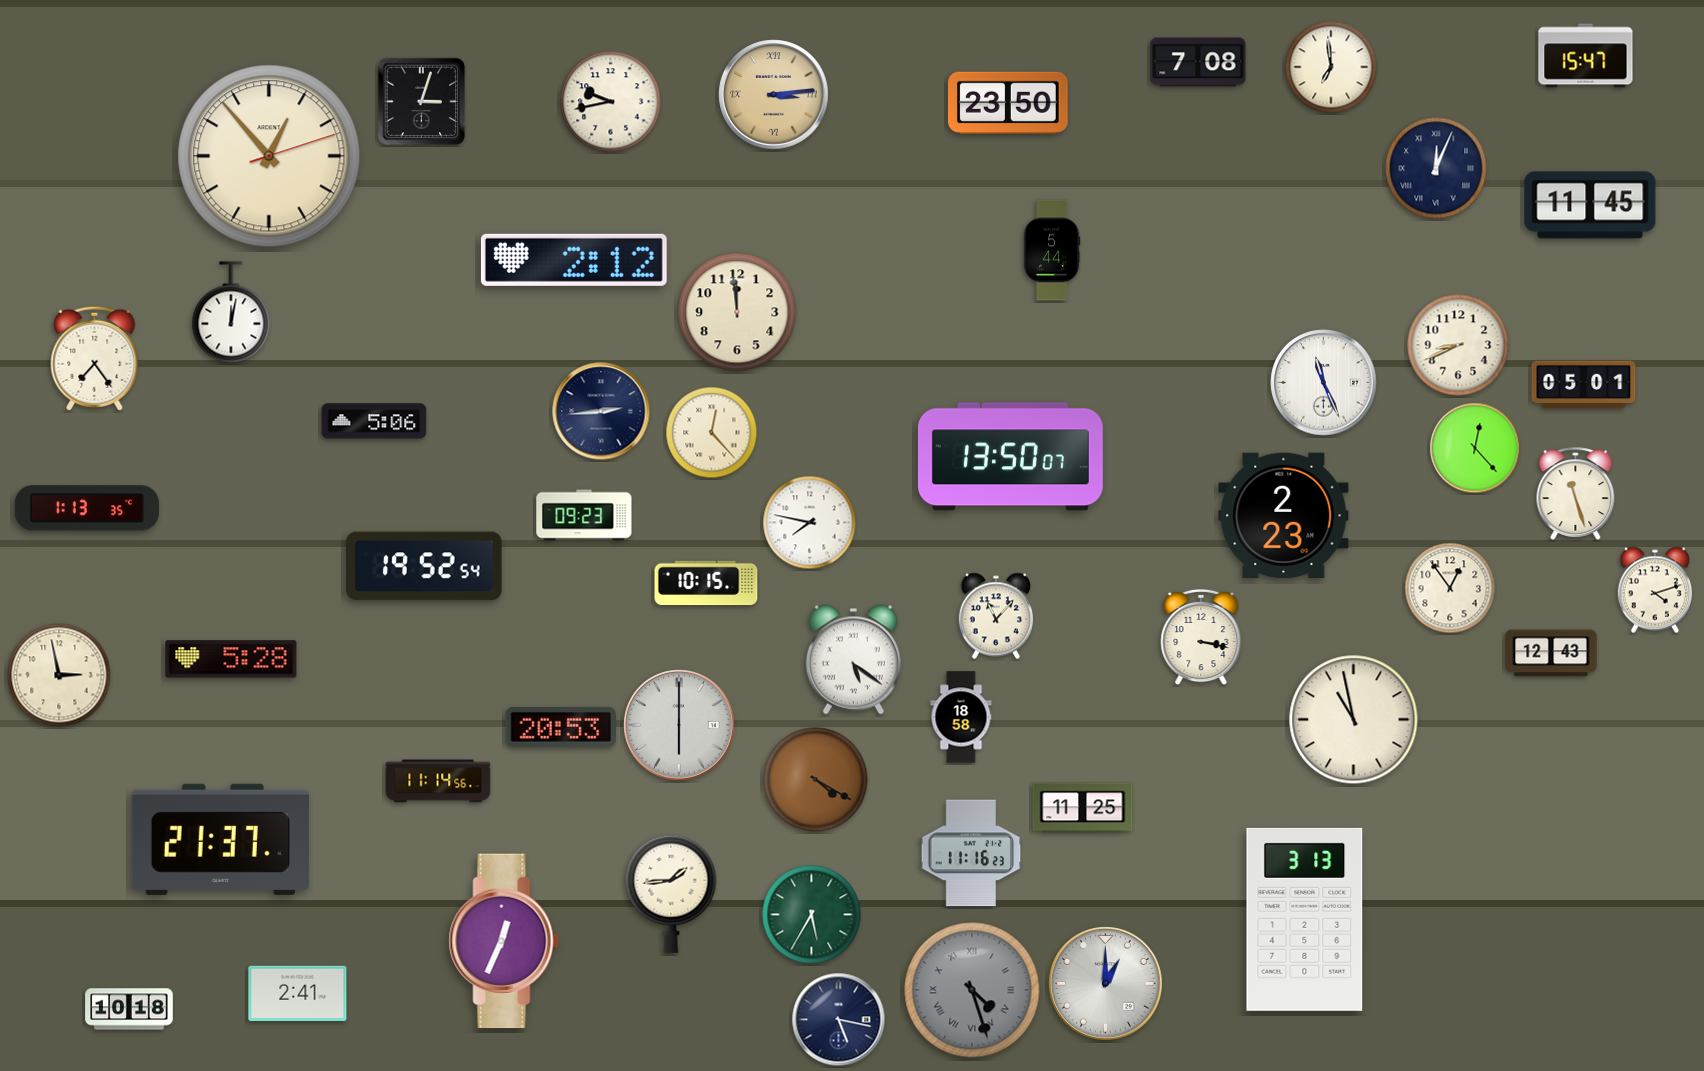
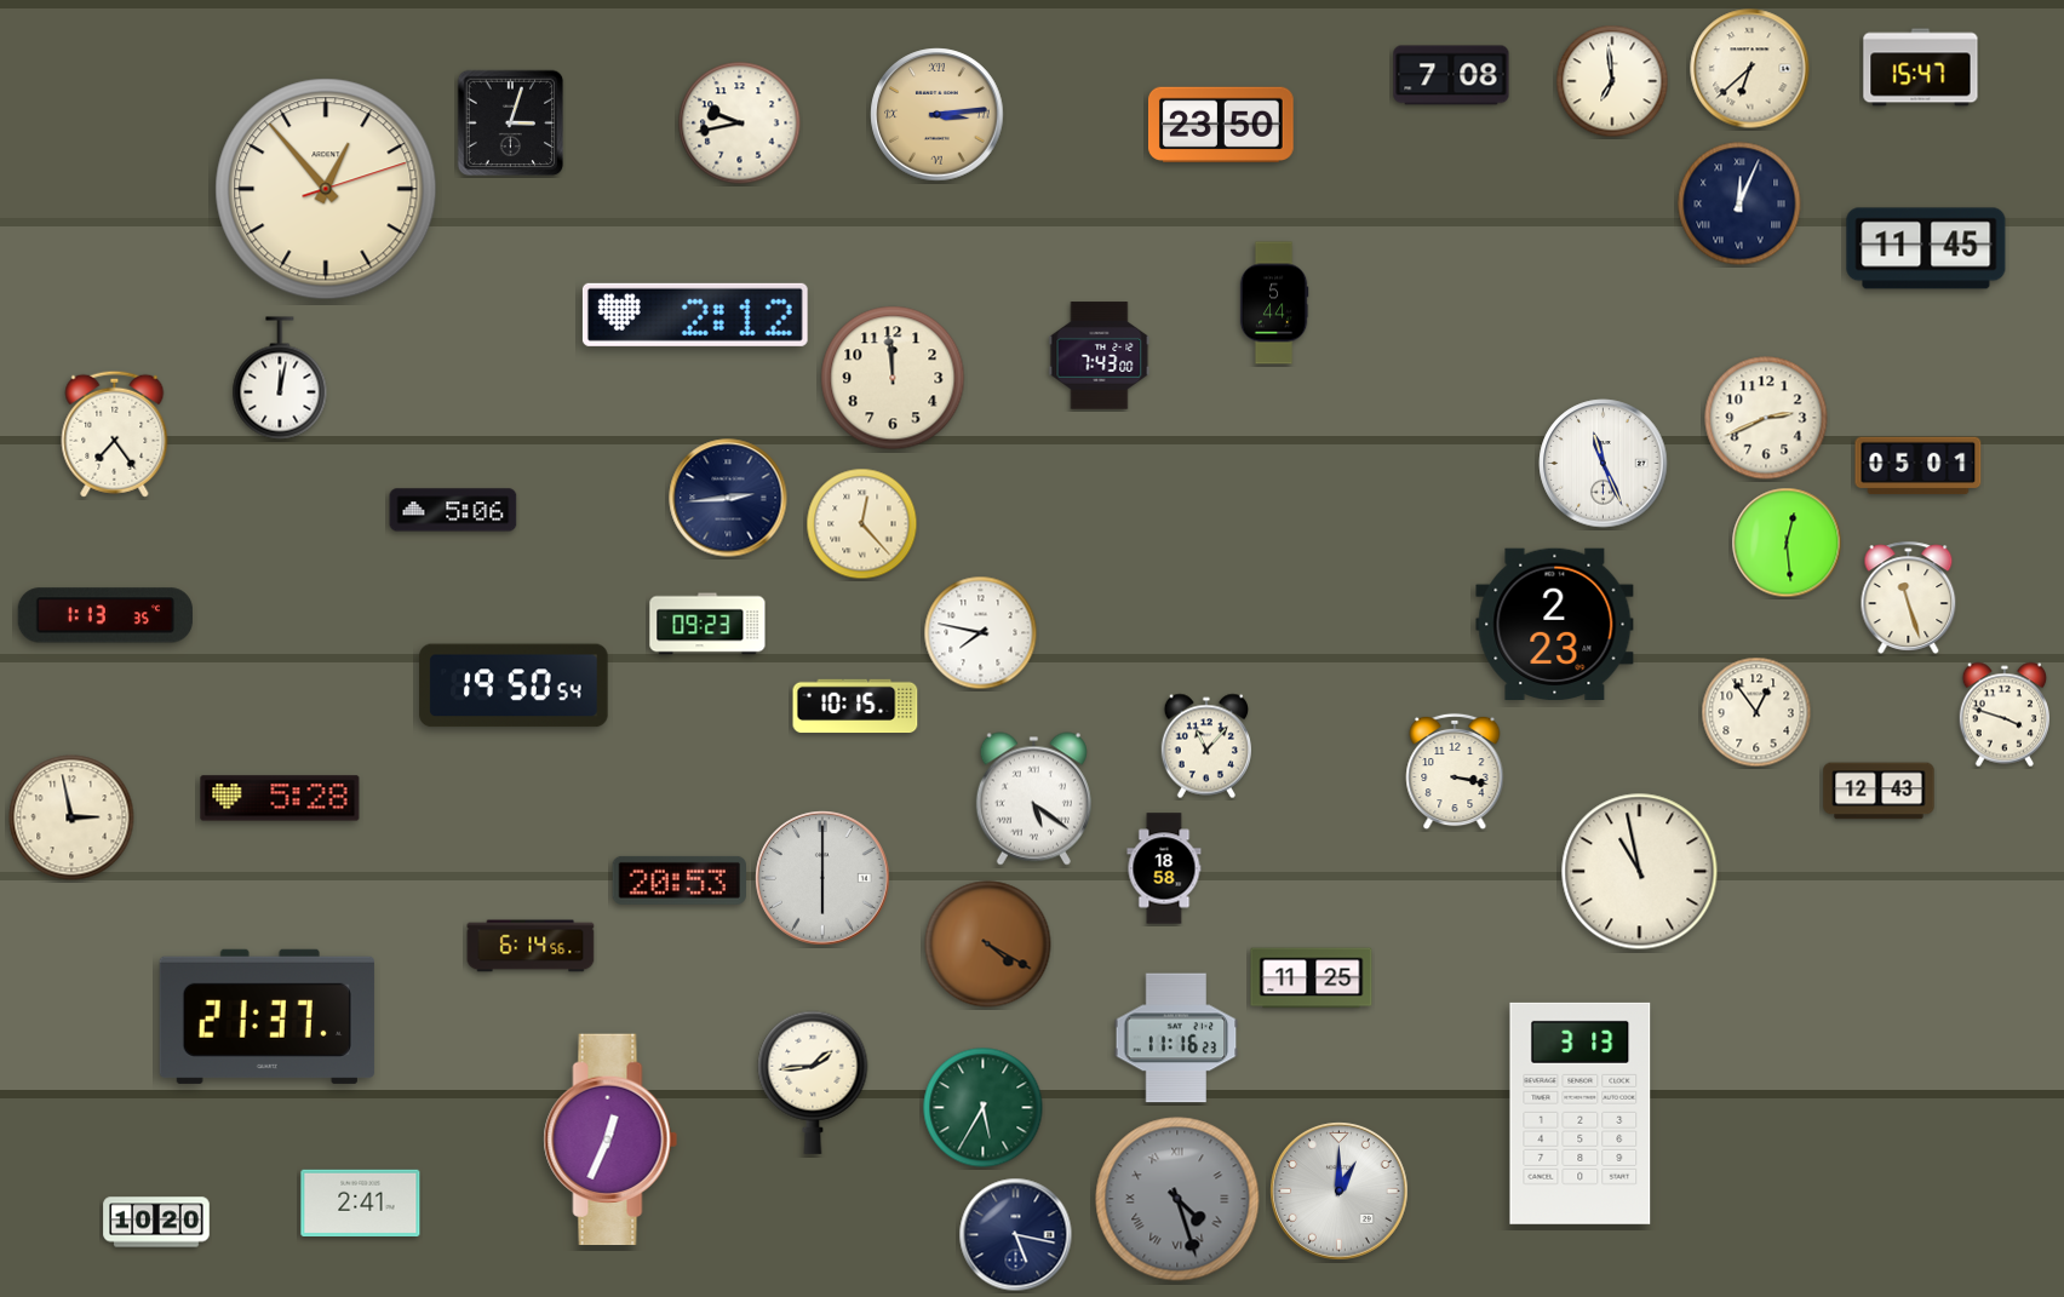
clock at (1750, 69): none -> 6:38
clock at (1100, 356): none -> 7:43
clock at (1458, 345): 8:41 -> 2:41
clock at (1475, 448): 12:23 -> 12:29
clock at (1010, 457): 13:50 -> none
clock at (424, 566): 19:52 -> 19:50
clock at (1654, 590): 4:12 -> 3:48
clock at (438, 781): 11:14 -> 6:14
clock at (971, 853) position: (971, 853) -> (1176, 1038)
clock at (129, 1009): 10:18 -> 10:20
